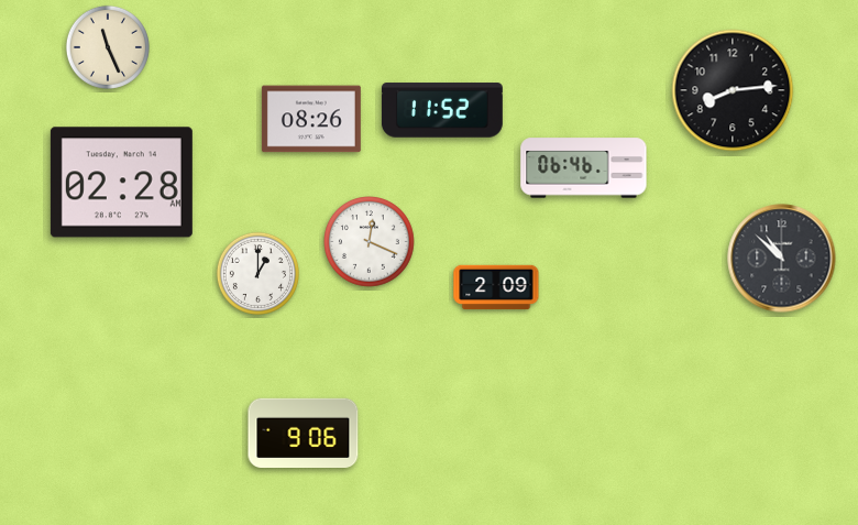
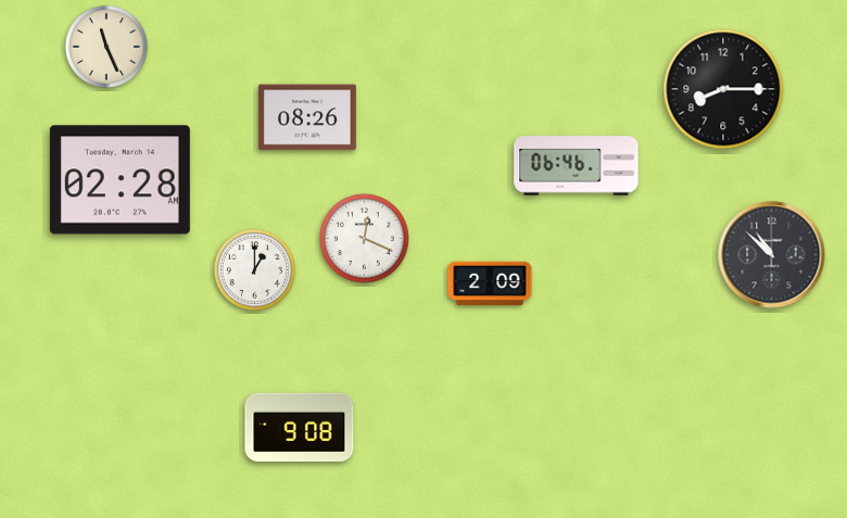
clock at (733, 90): 8:14 -> 8:15
clock at (442, 110): 11:52 -> none
clock at (304, 433): 9:06 -> 9:08
